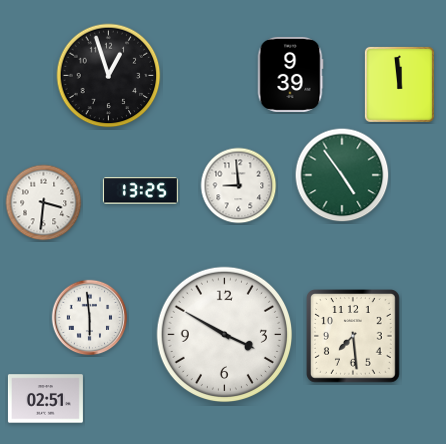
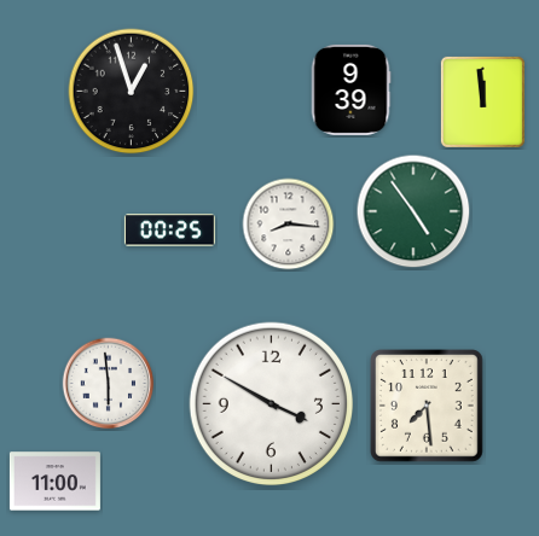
clock at (239, 186): 8:59 -> 8:16
clock at (140, 191): 13:25 -> 00:25
clock at (44, 203): 3:31 -> none
clock at (45, 399): 02:51 -> 11:00
